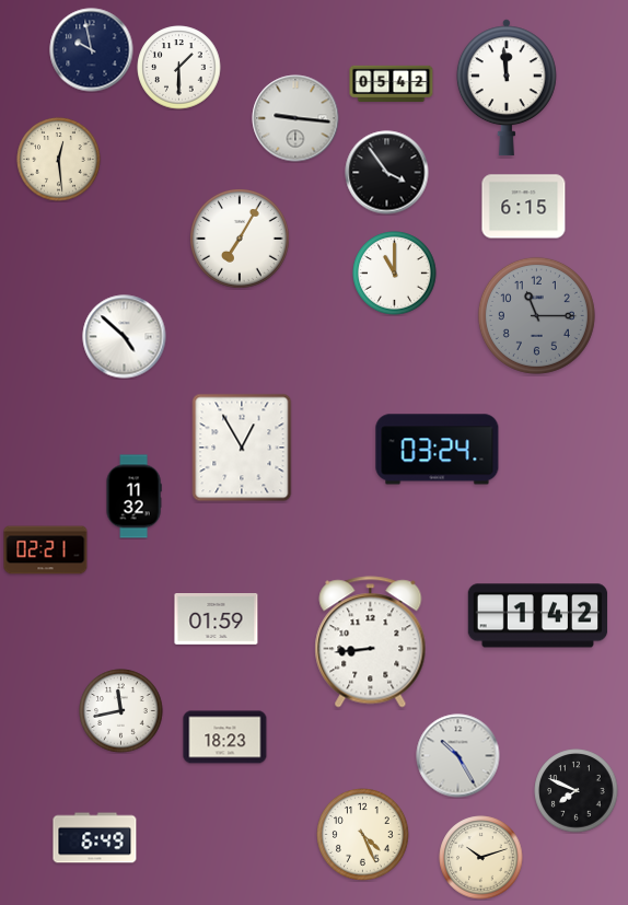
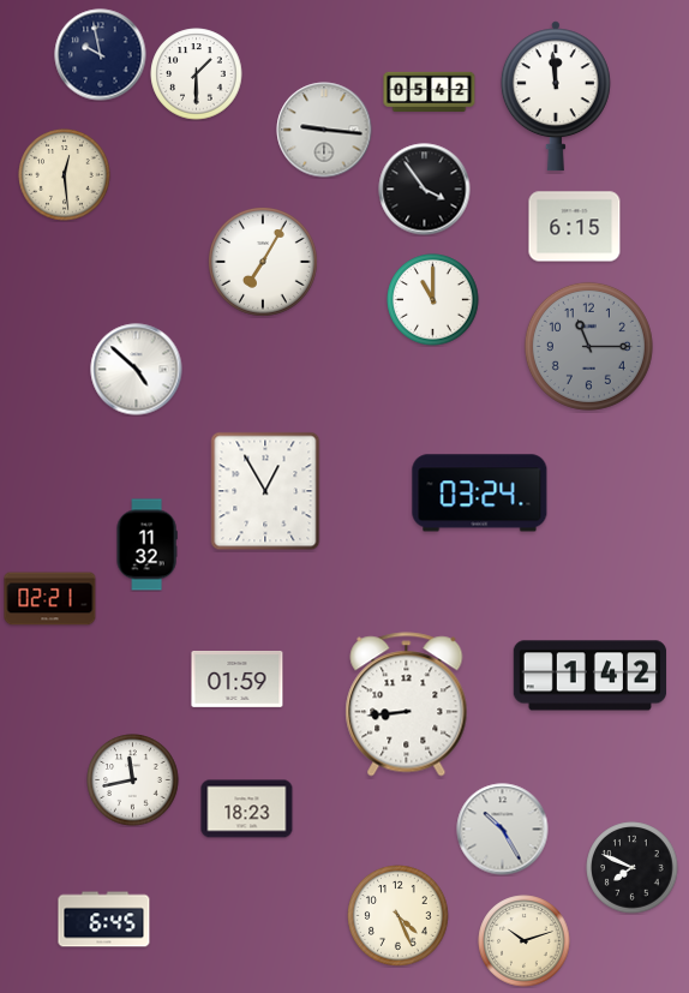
clock at (46, 550) position: (46, 550) -> (50, 599)
clock at (95, 838): 6:49 -> 6:45
clock at (481, 858) position: (481, 858) -> (525, 941)
